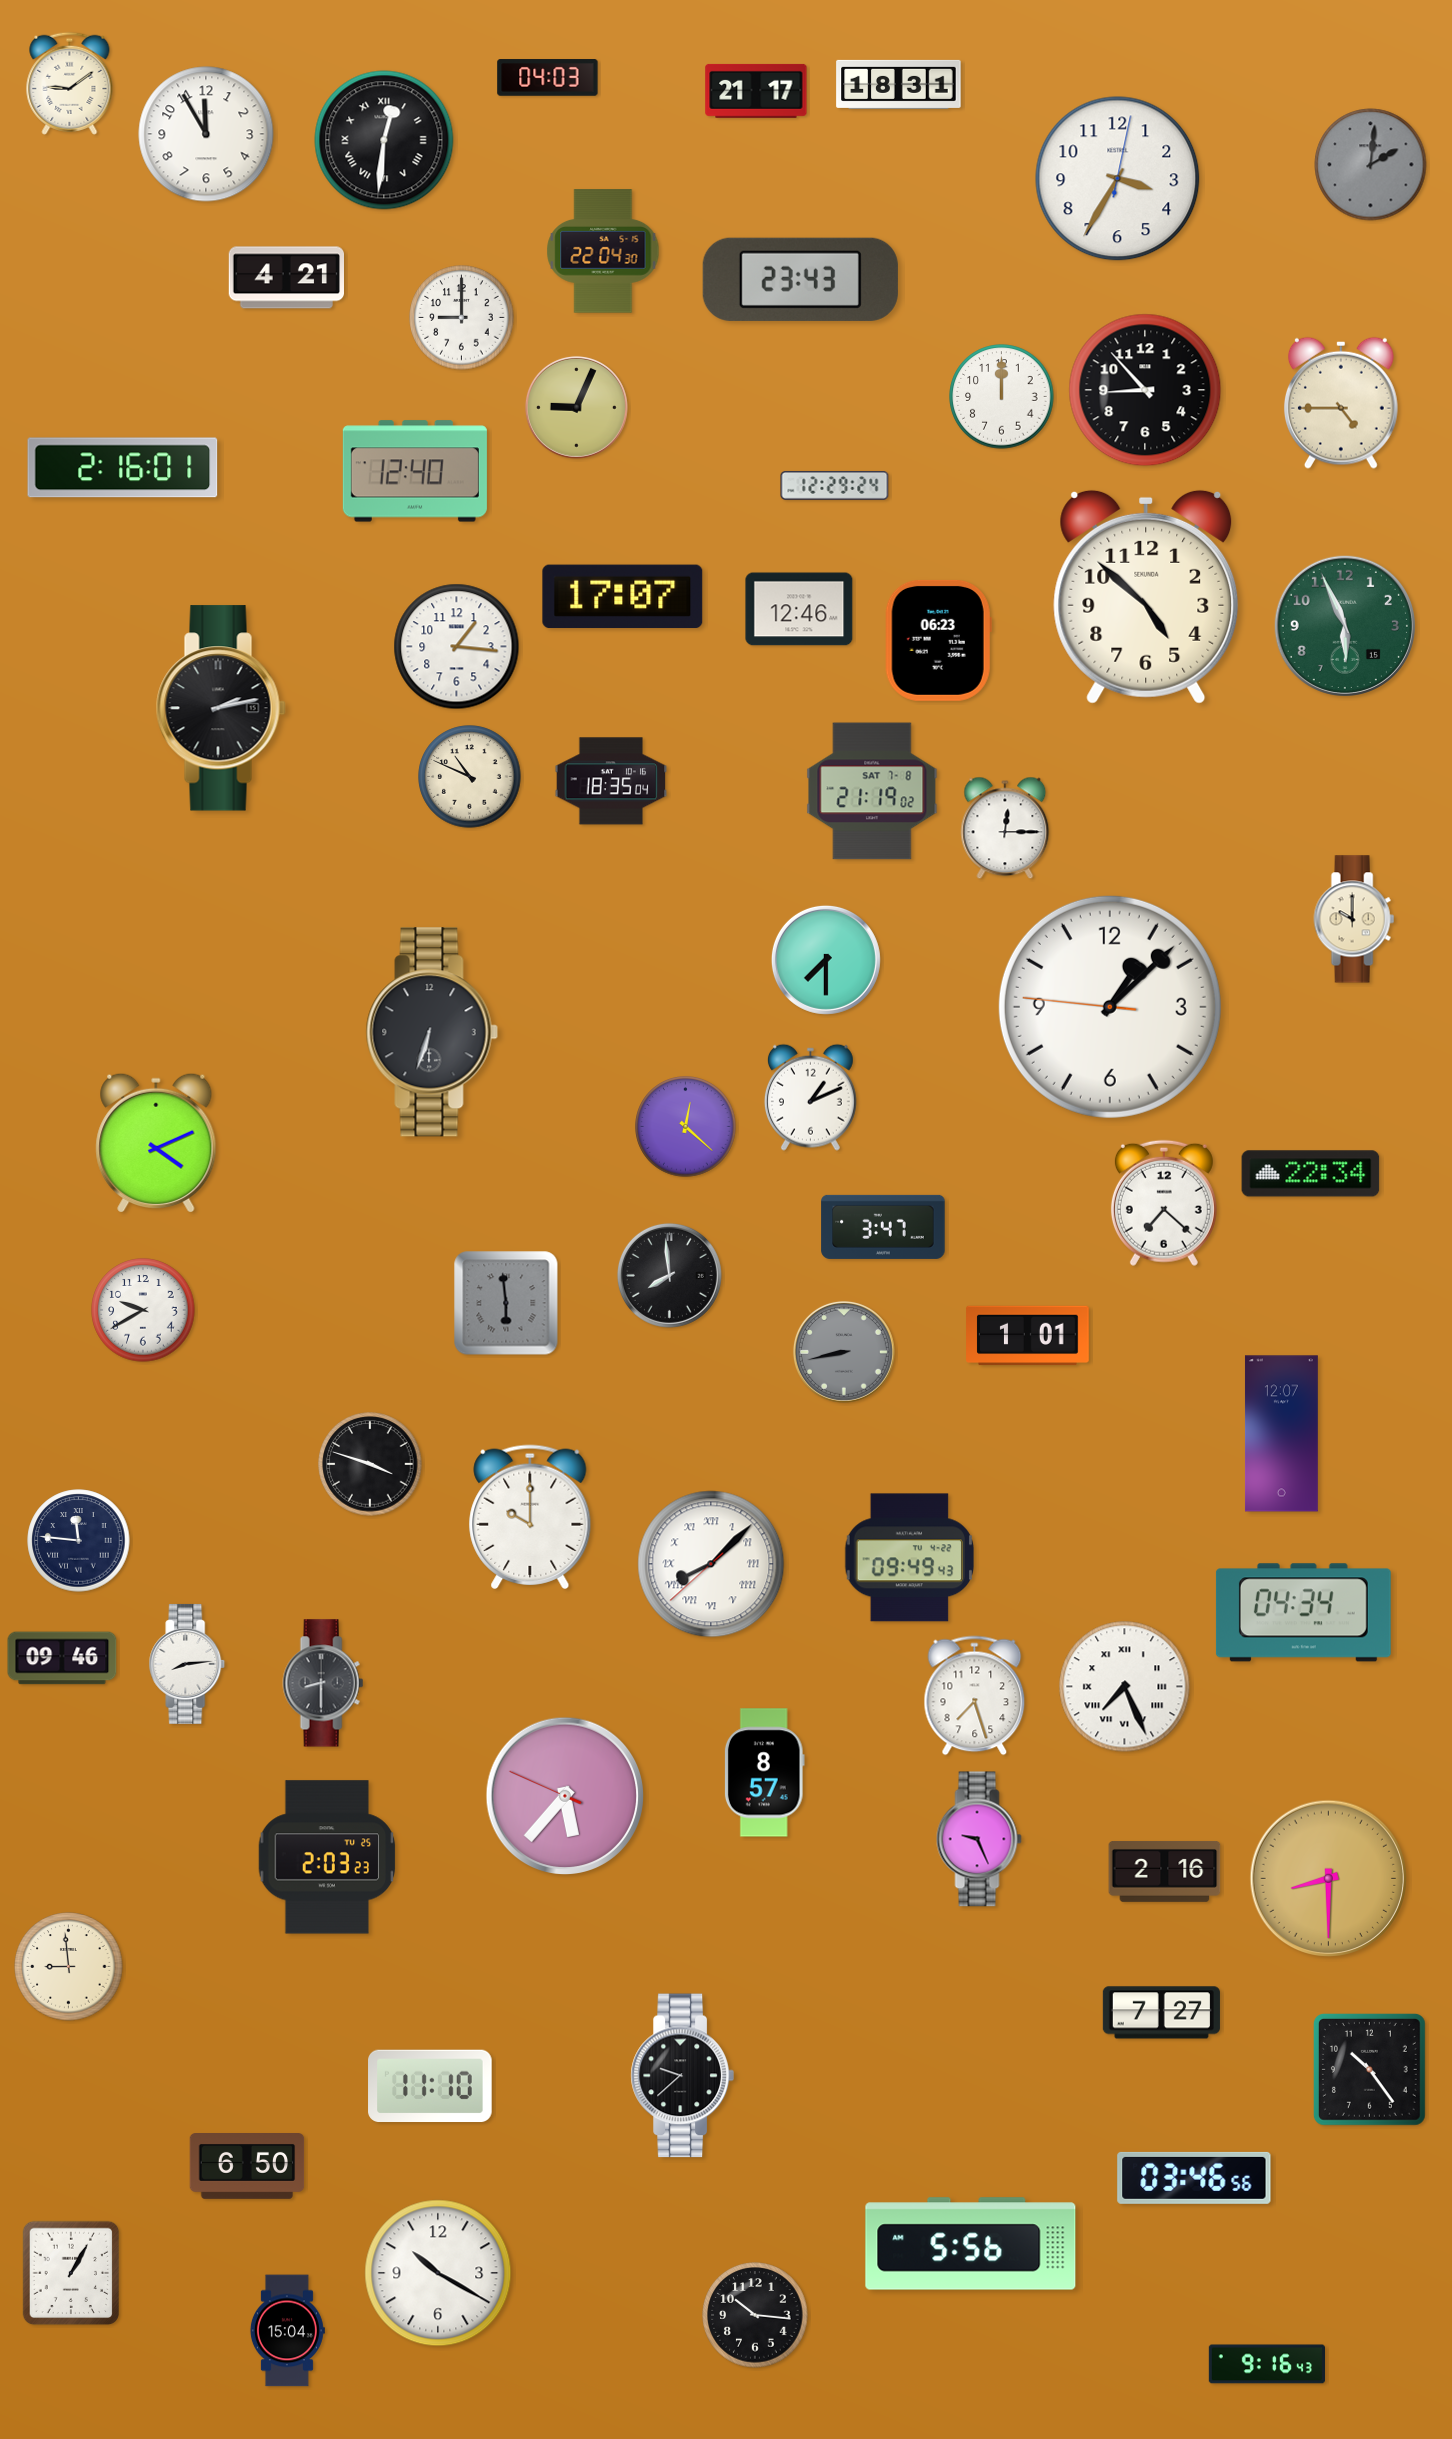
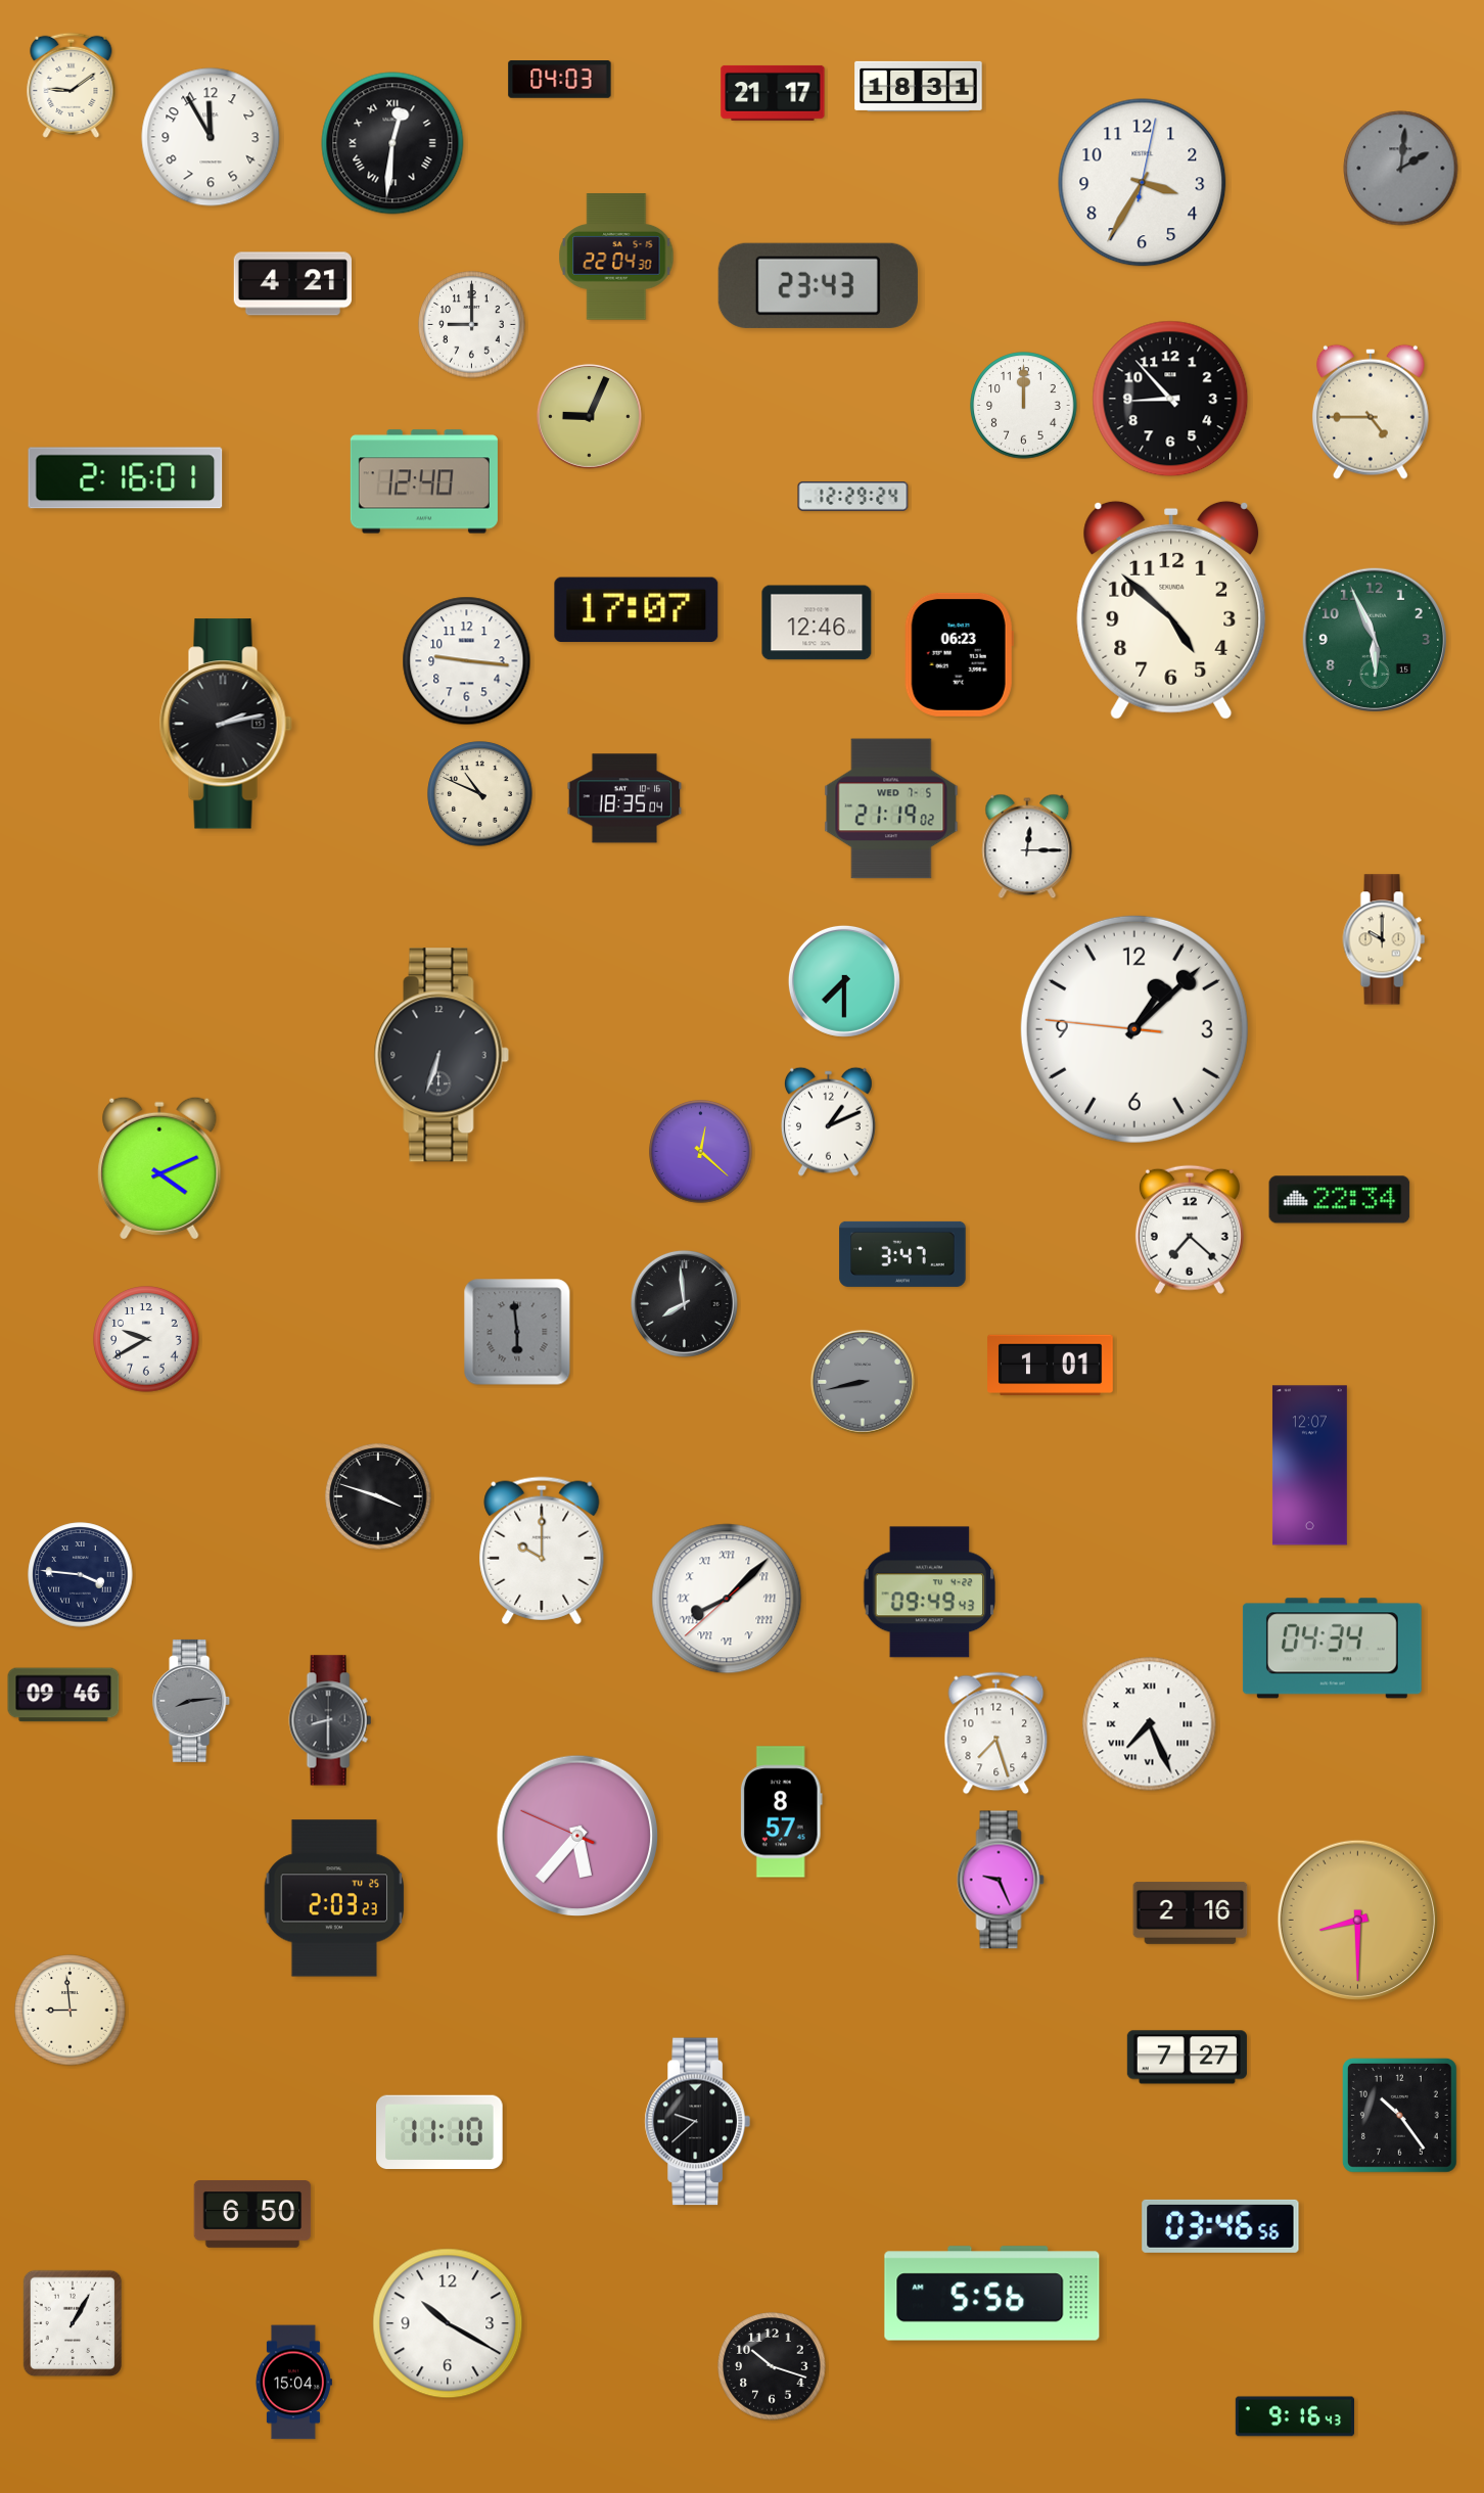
clock at (457, 647): 1:16 -> 9:16
clock at (872, 791) date: SAT 7-8 -> WED 7-5
clock at (79, 1541): 11:46 -> 3:46
clock at (187, 1664) dial: white -> grey
clock at (755, 2315): 10:16 -> 10:18
